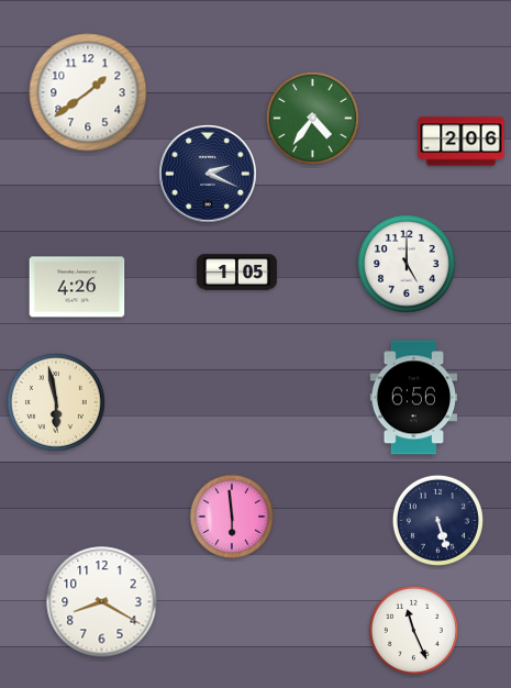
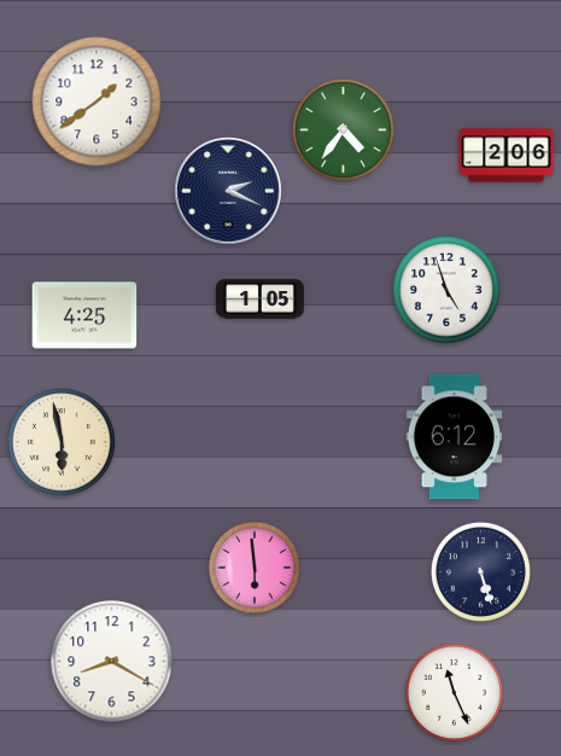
clock at (408, 265): 5:00 -> 4:57
clock at (77, 287): 4:26 -> 4:25
clock at (414, 398): 6:56 -> 6:12
